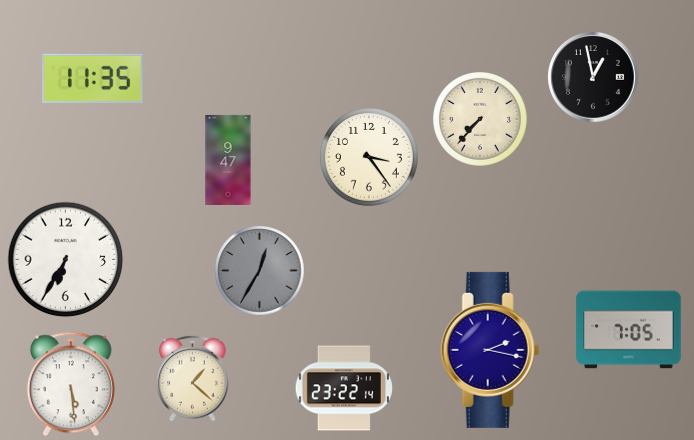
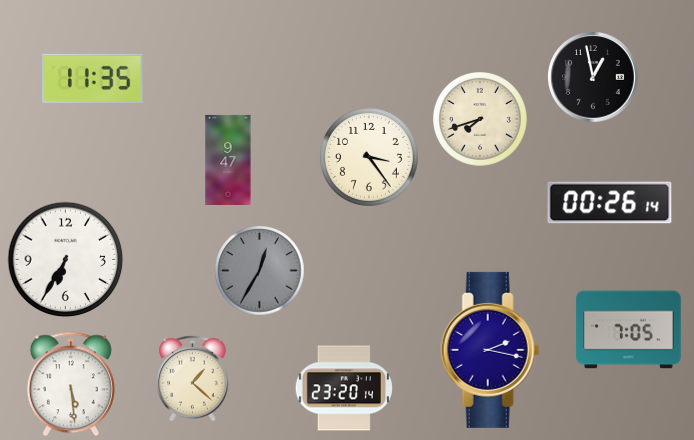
clock at (480, 119): 7:37 -> 7:42
clock at (610, 203): none -> 00:26
clock at (344, 388): 23:22 -> 23:20
